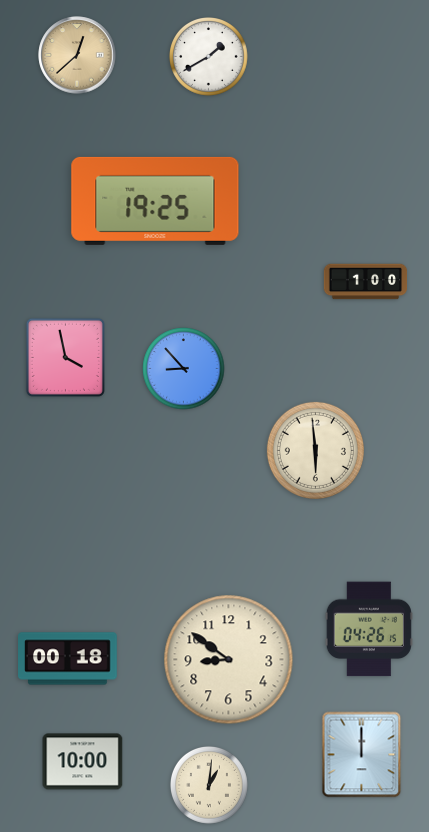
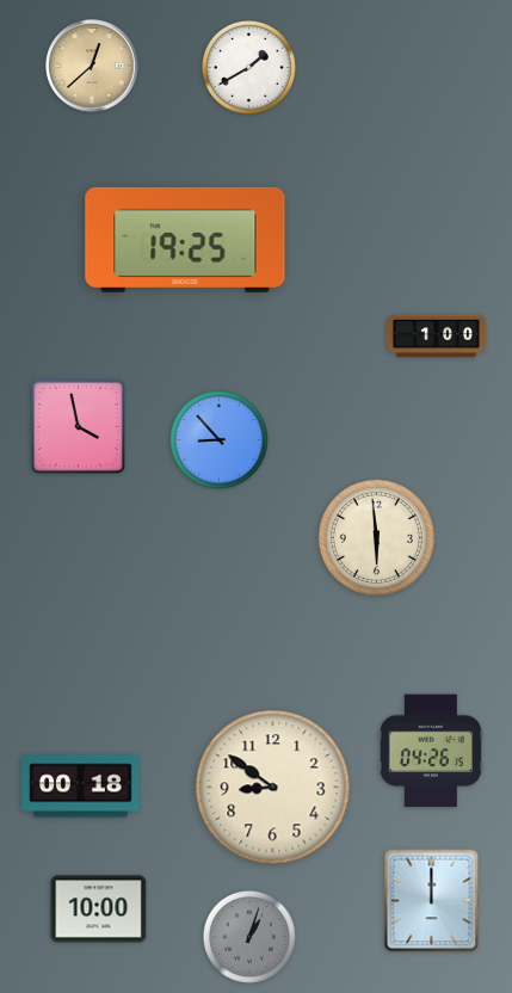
clock at (369, 629) position: (369, 629) -> (431, 751)
clock at (209, 785): 1:01 -> 1:03
clock at (209, 785) dial: cream -> grey
